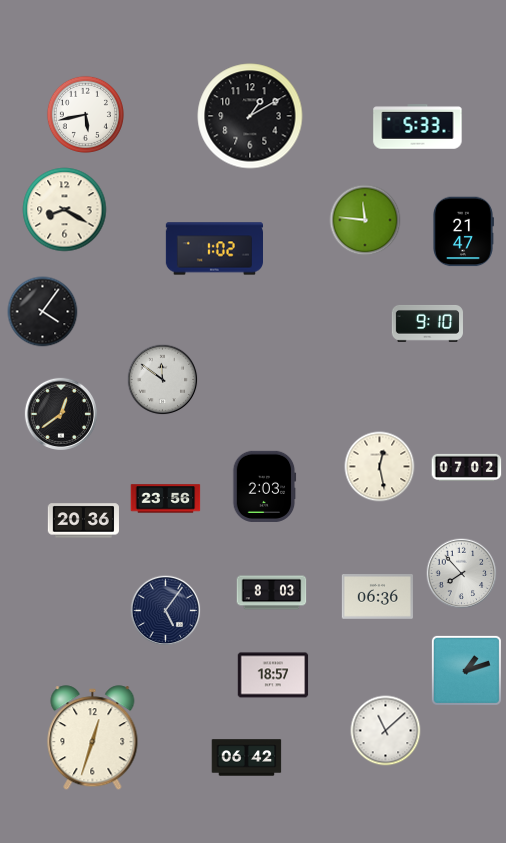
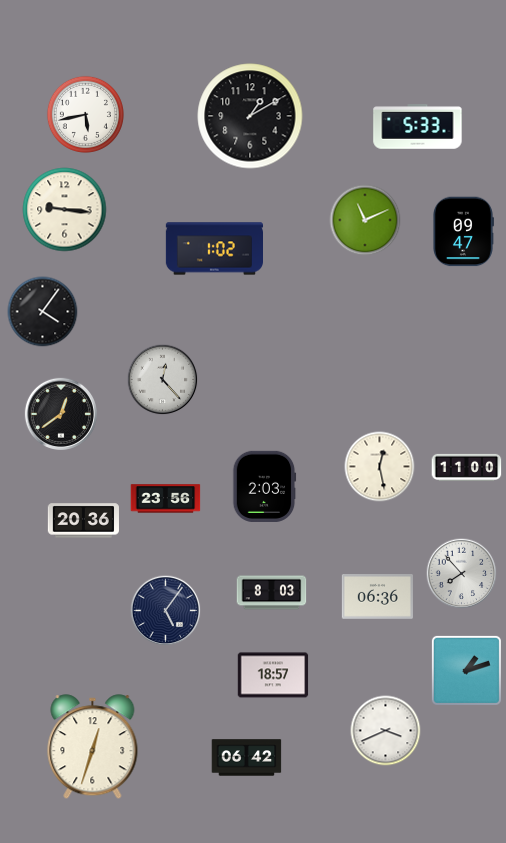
clock at (65, 210): 8:20 -> 9:16
clock at (365, 220): 11:46 -> 11:11
clock at (464, 232): 21:47 -> 09:47
clock at (427, 323): 9:10 -> none
clock at (163, 380): 11:51 -> 12:23
clock at (467, 467): 07:02 -> 11:00
clock at (386, 731): 11:08 -> 3:41
clock at (93, 738) position: (93, 738) -> (93, 747)
